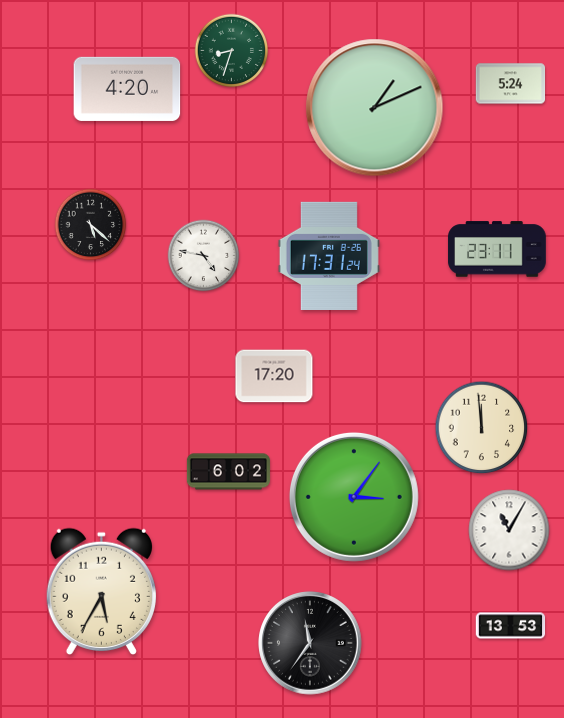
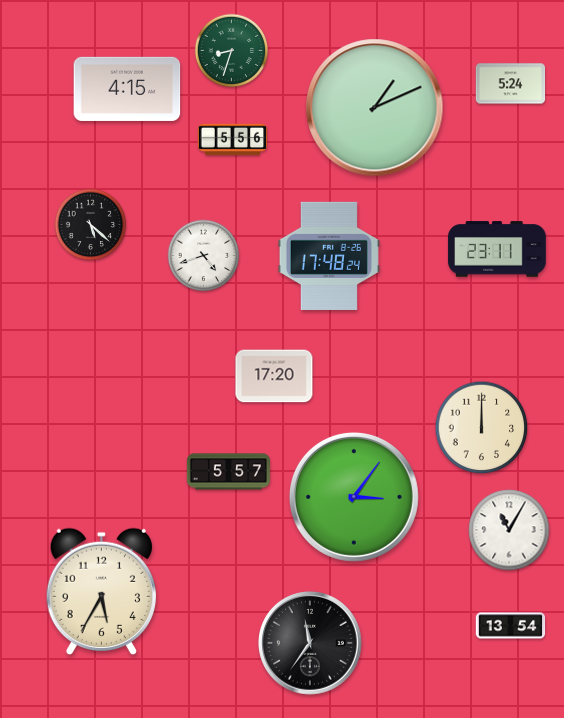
clock at (127, 89): 4:20 -> 4:15
clock at (233, 140): none -> 5:56
clock at (204, 256): 4:47 -> 4:42
clock at (329, 256): 17:31 -> 17:48
clock at (482, 428): 11:59 -> 12:00
clock at (228, 472): 6:02 -> 5:57
clock at (511, 626): 13:53 -> 13:54
